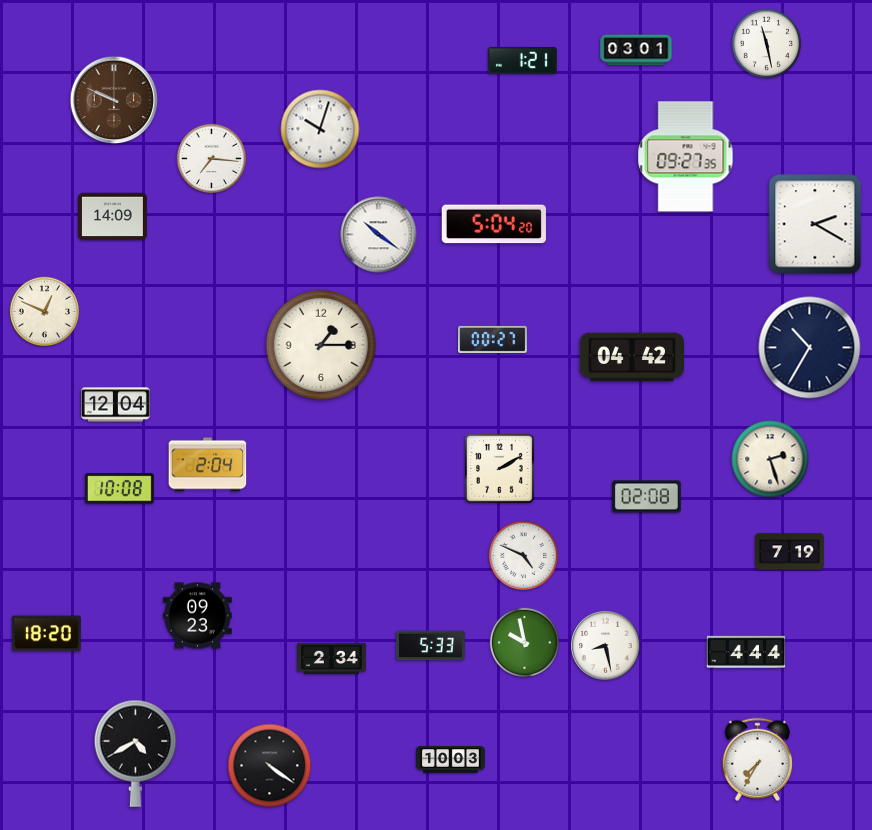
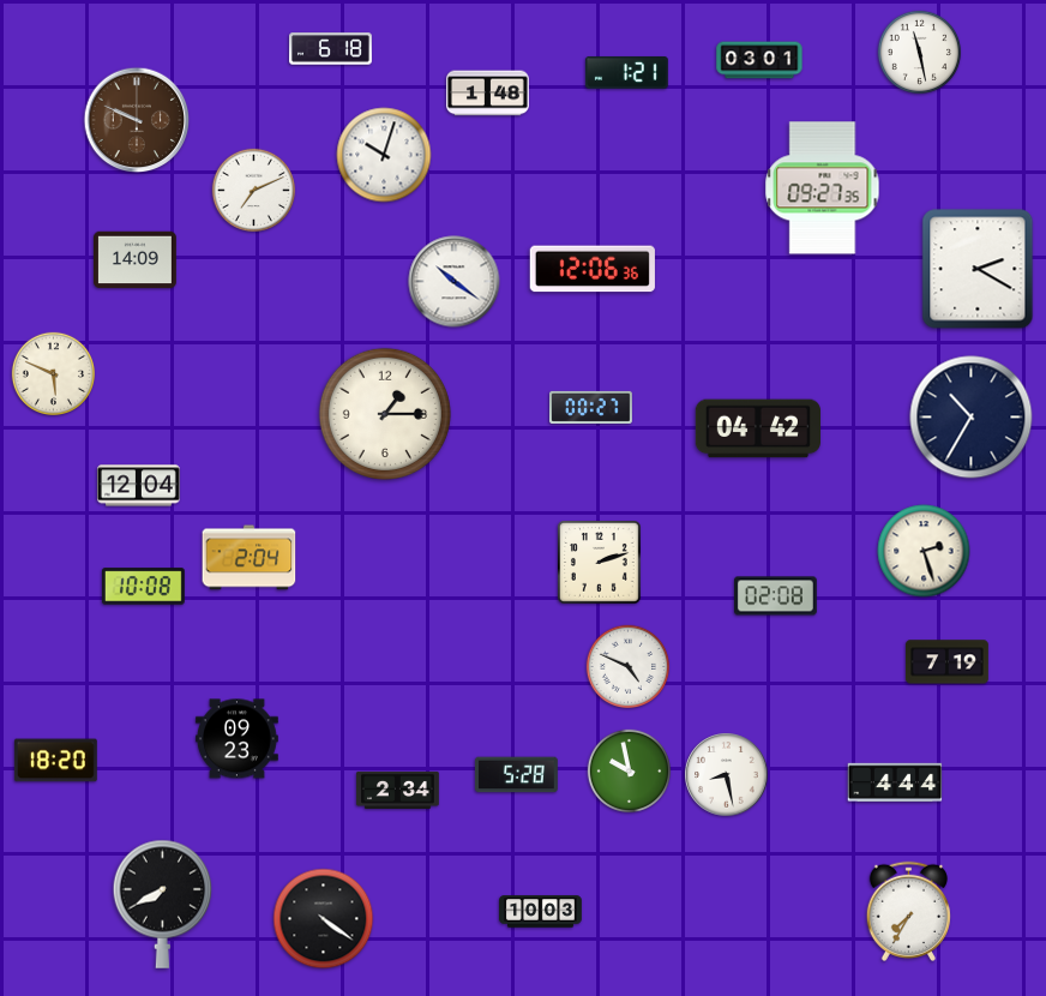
clock at (331, 49): none -> 6:18
clock at (636, 50) position: (636, 50) -> (759, 60)
clock at (488, 94): none -> 1:48
clock at (211, 158): 7:16 -> 7:11
clock at (494, 224): 5:04 -> 12:06
clock at (44, 311): 12:49 -> 5:49
clock at (500, 469): 2:10 -> 2:12
clock at (430, 646): 5:33 -> 5:28
clock at (136, 753): 4:40 -> 7:40
